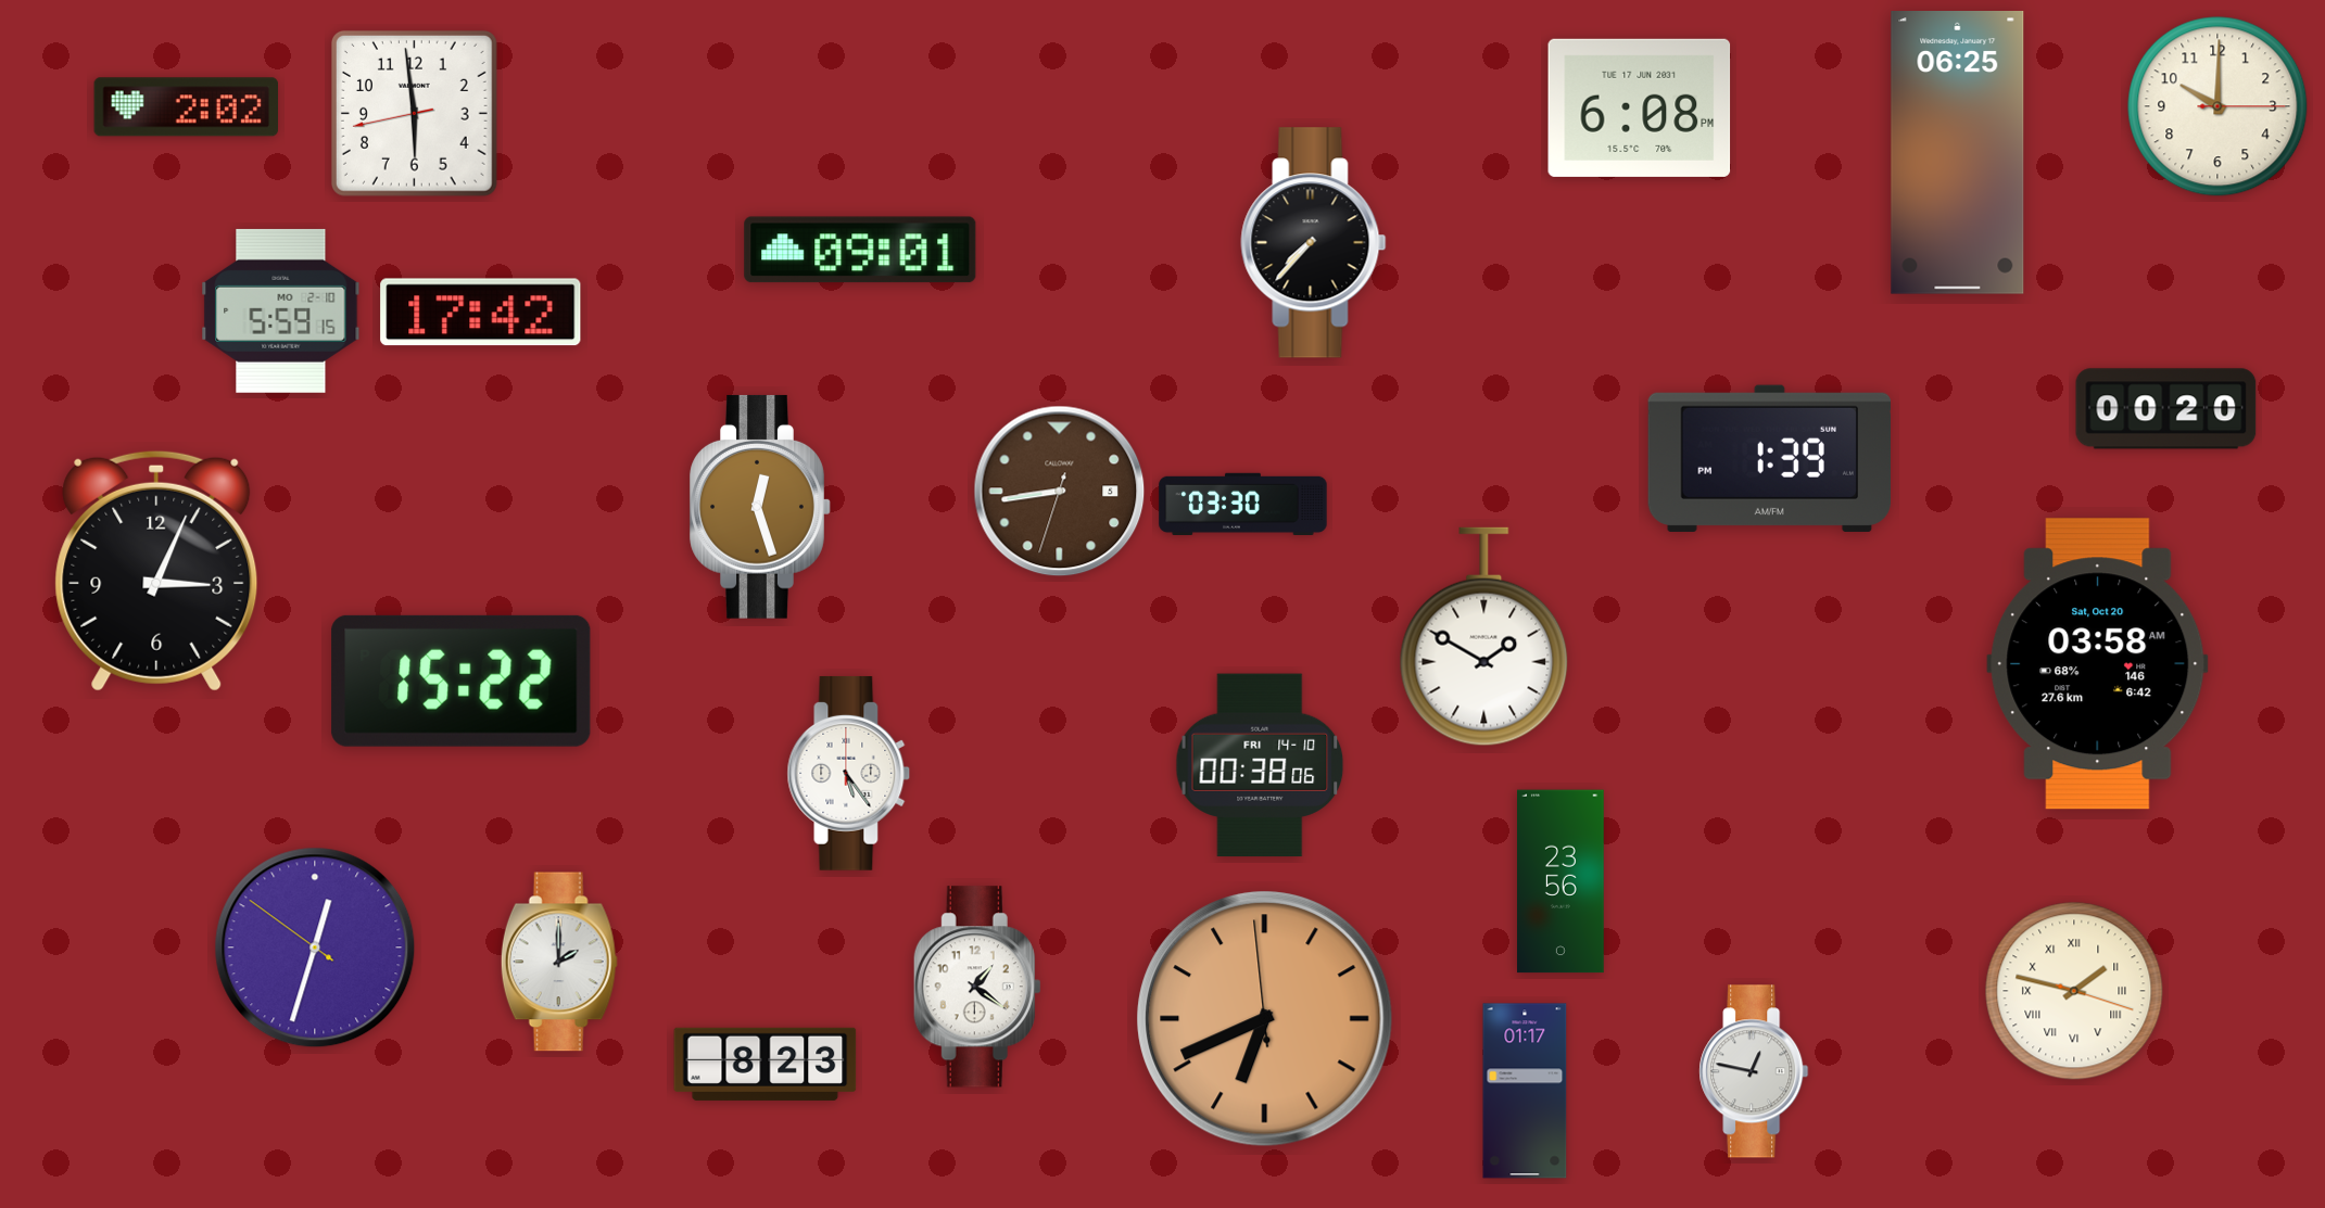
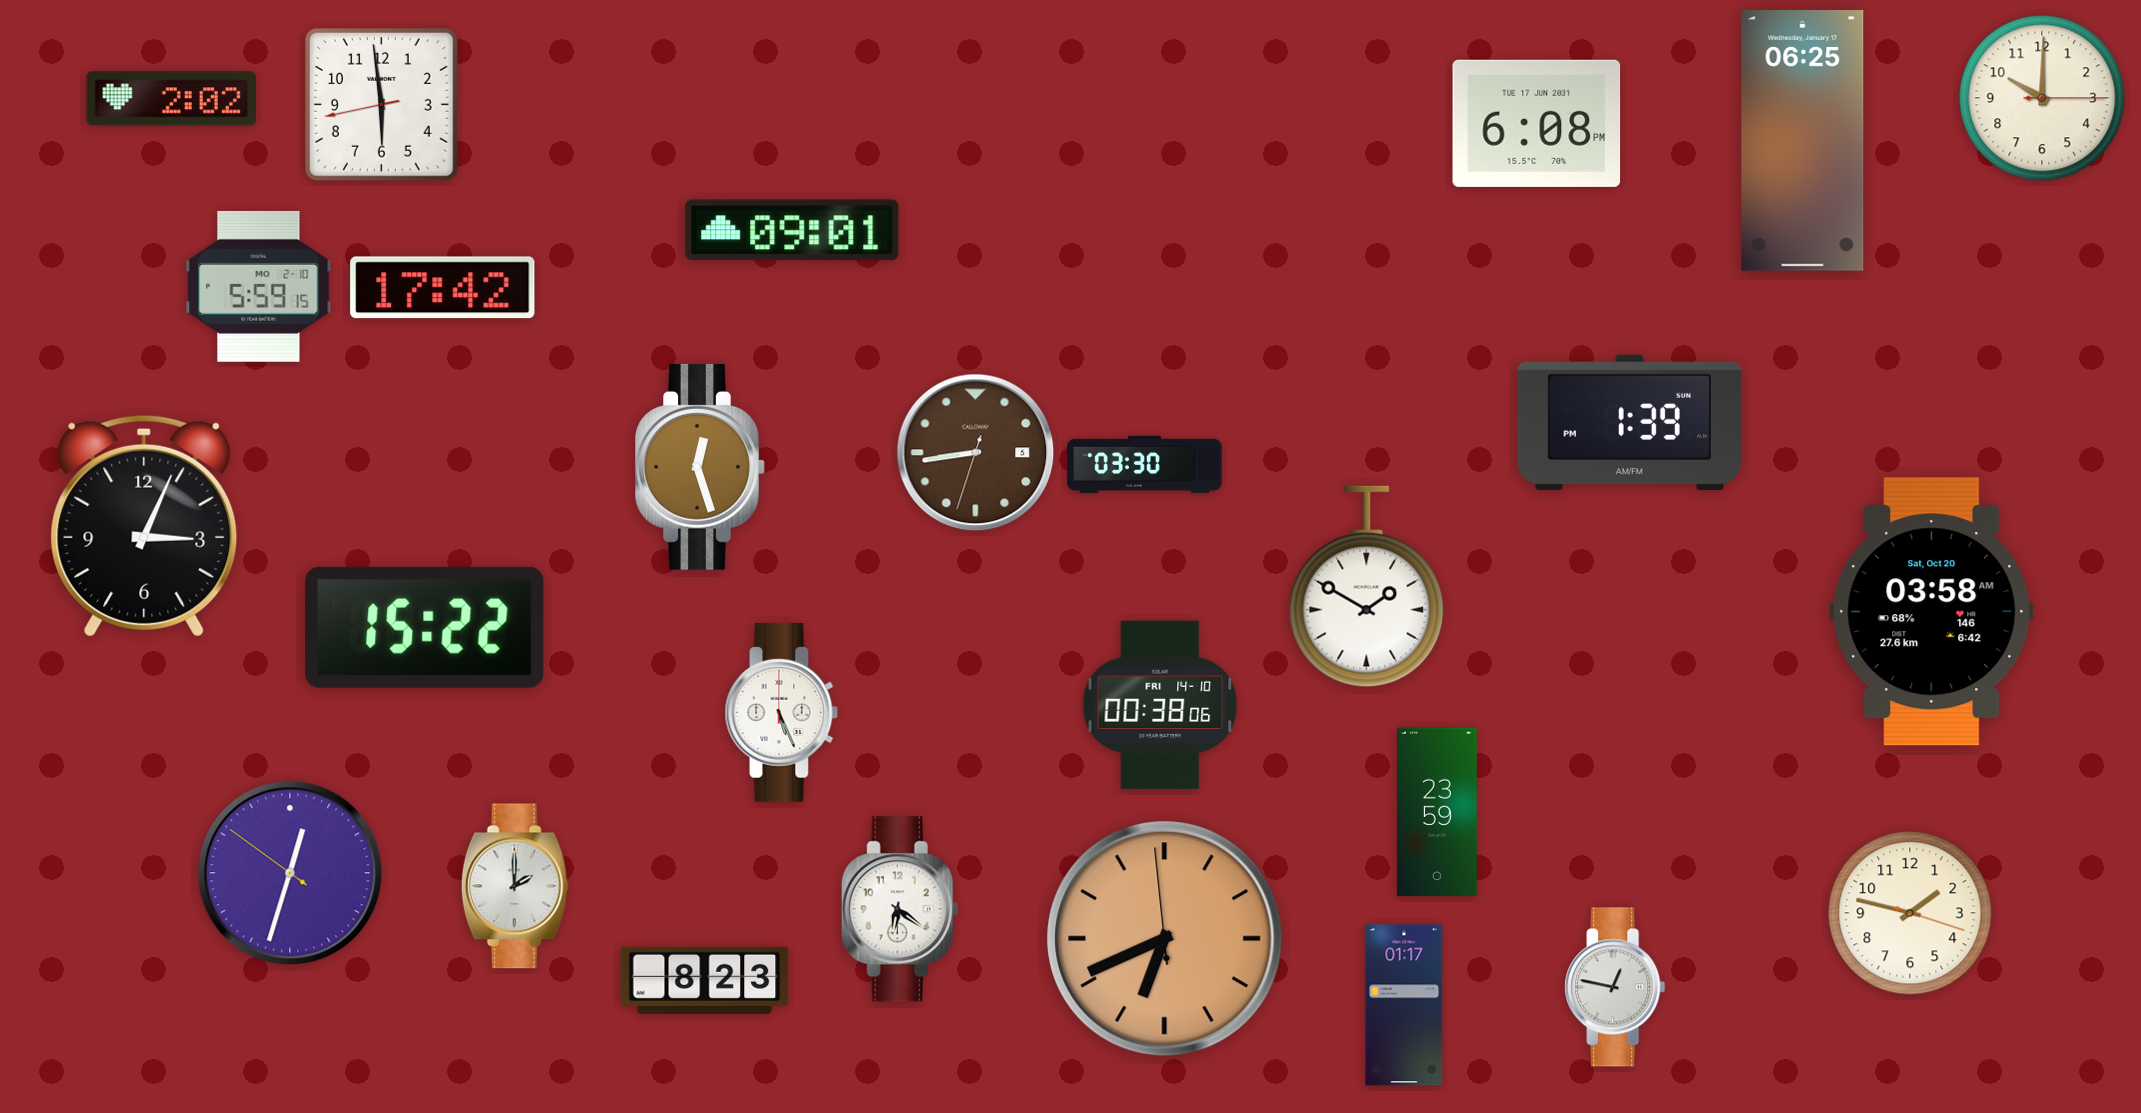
clock at (1640, 107) position: (1640, 107) -> (1537, 123)
clock at (1314, 243): 7:37 -> none
clock at (2166, 409): 00:20 -> none
clock at (849, 773): 5:24 -> 5:26
clock at (1562, 881): 23:56 -> 23:59
clock at (977, 987): 1:21 -> 6:21
clock at (2074, 991) numerals: Roman -> Arabic
